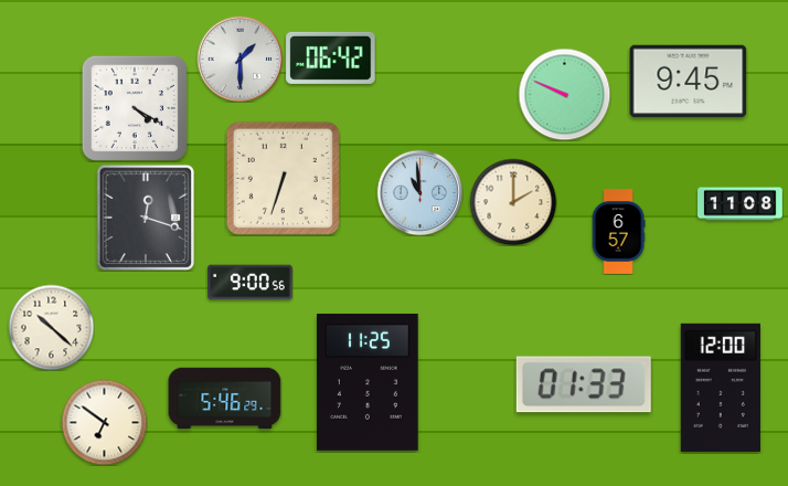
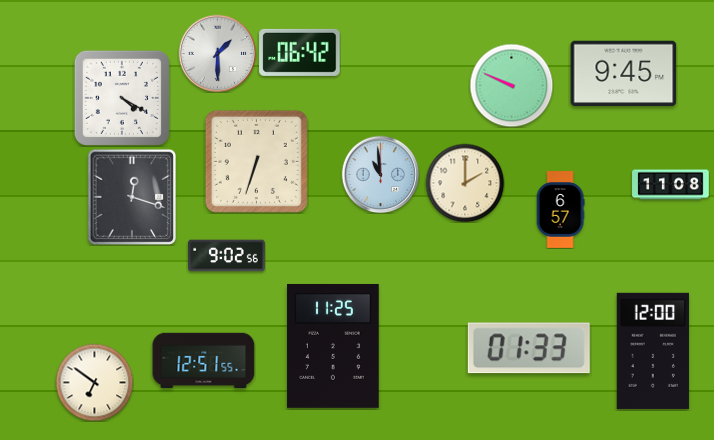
clock at (251, 283): 9:00 -> 9:02
clock at (51, 327): 10:22 -> none
clock at (225, 399): 5:46 -> 12:51
